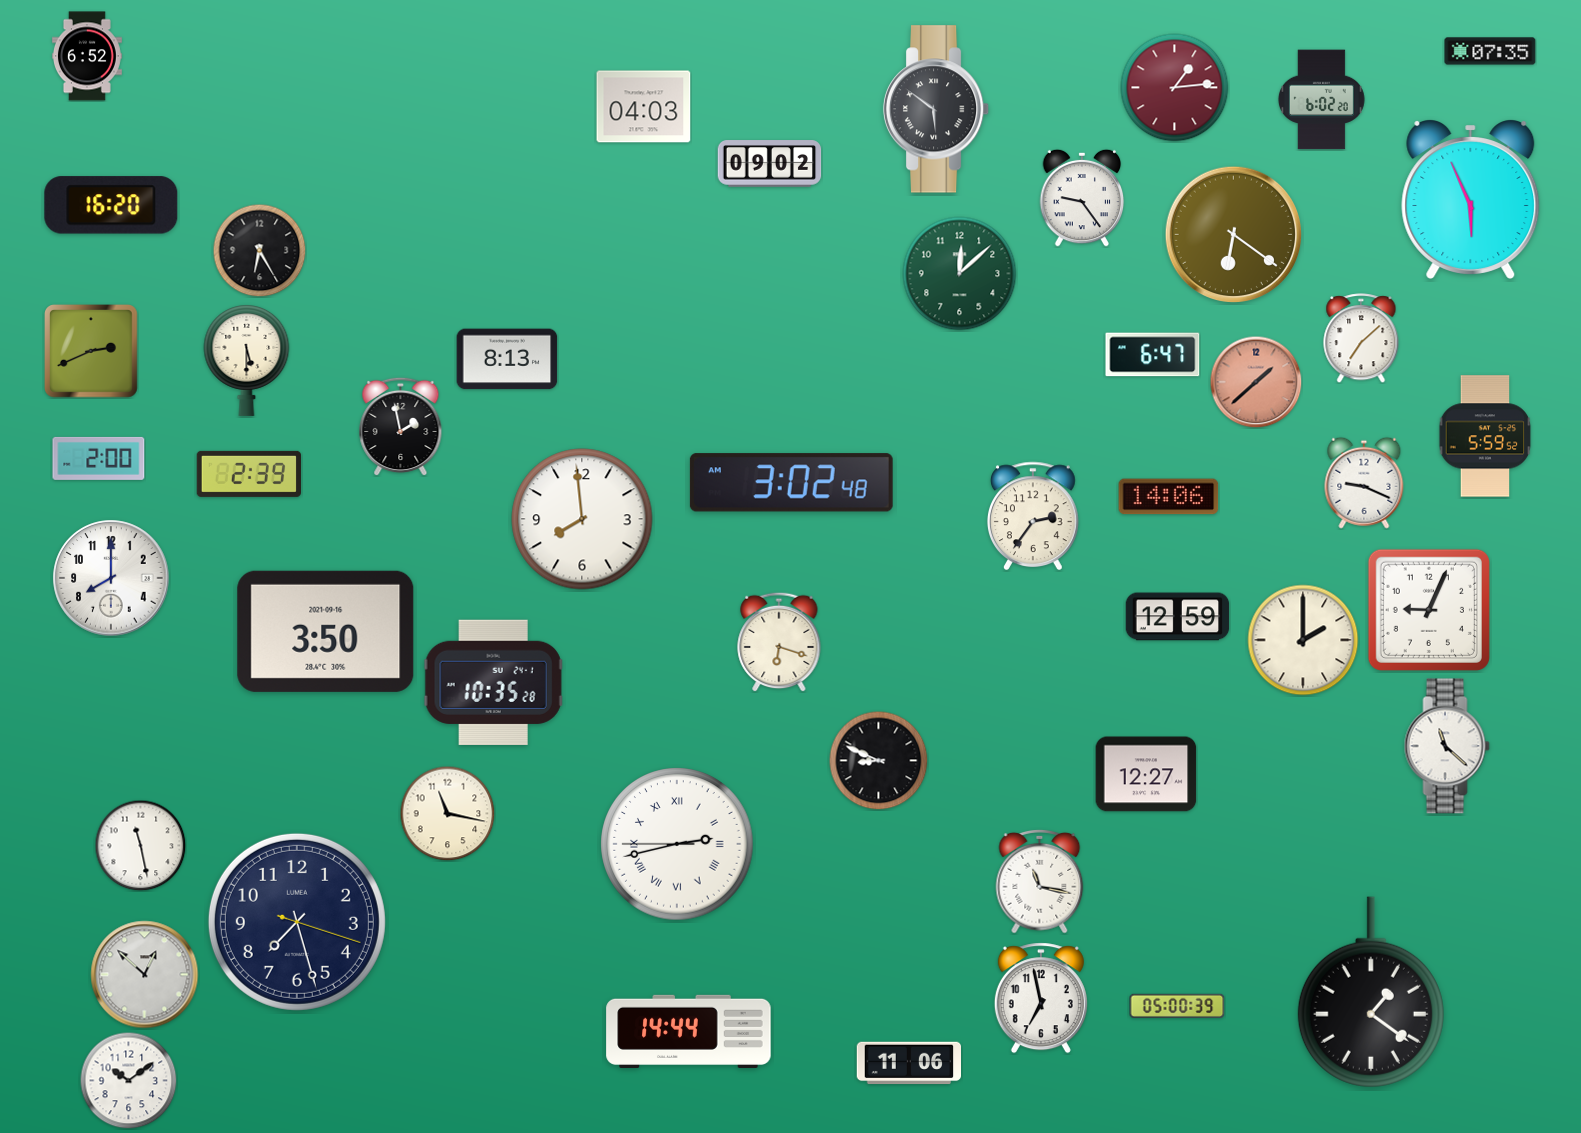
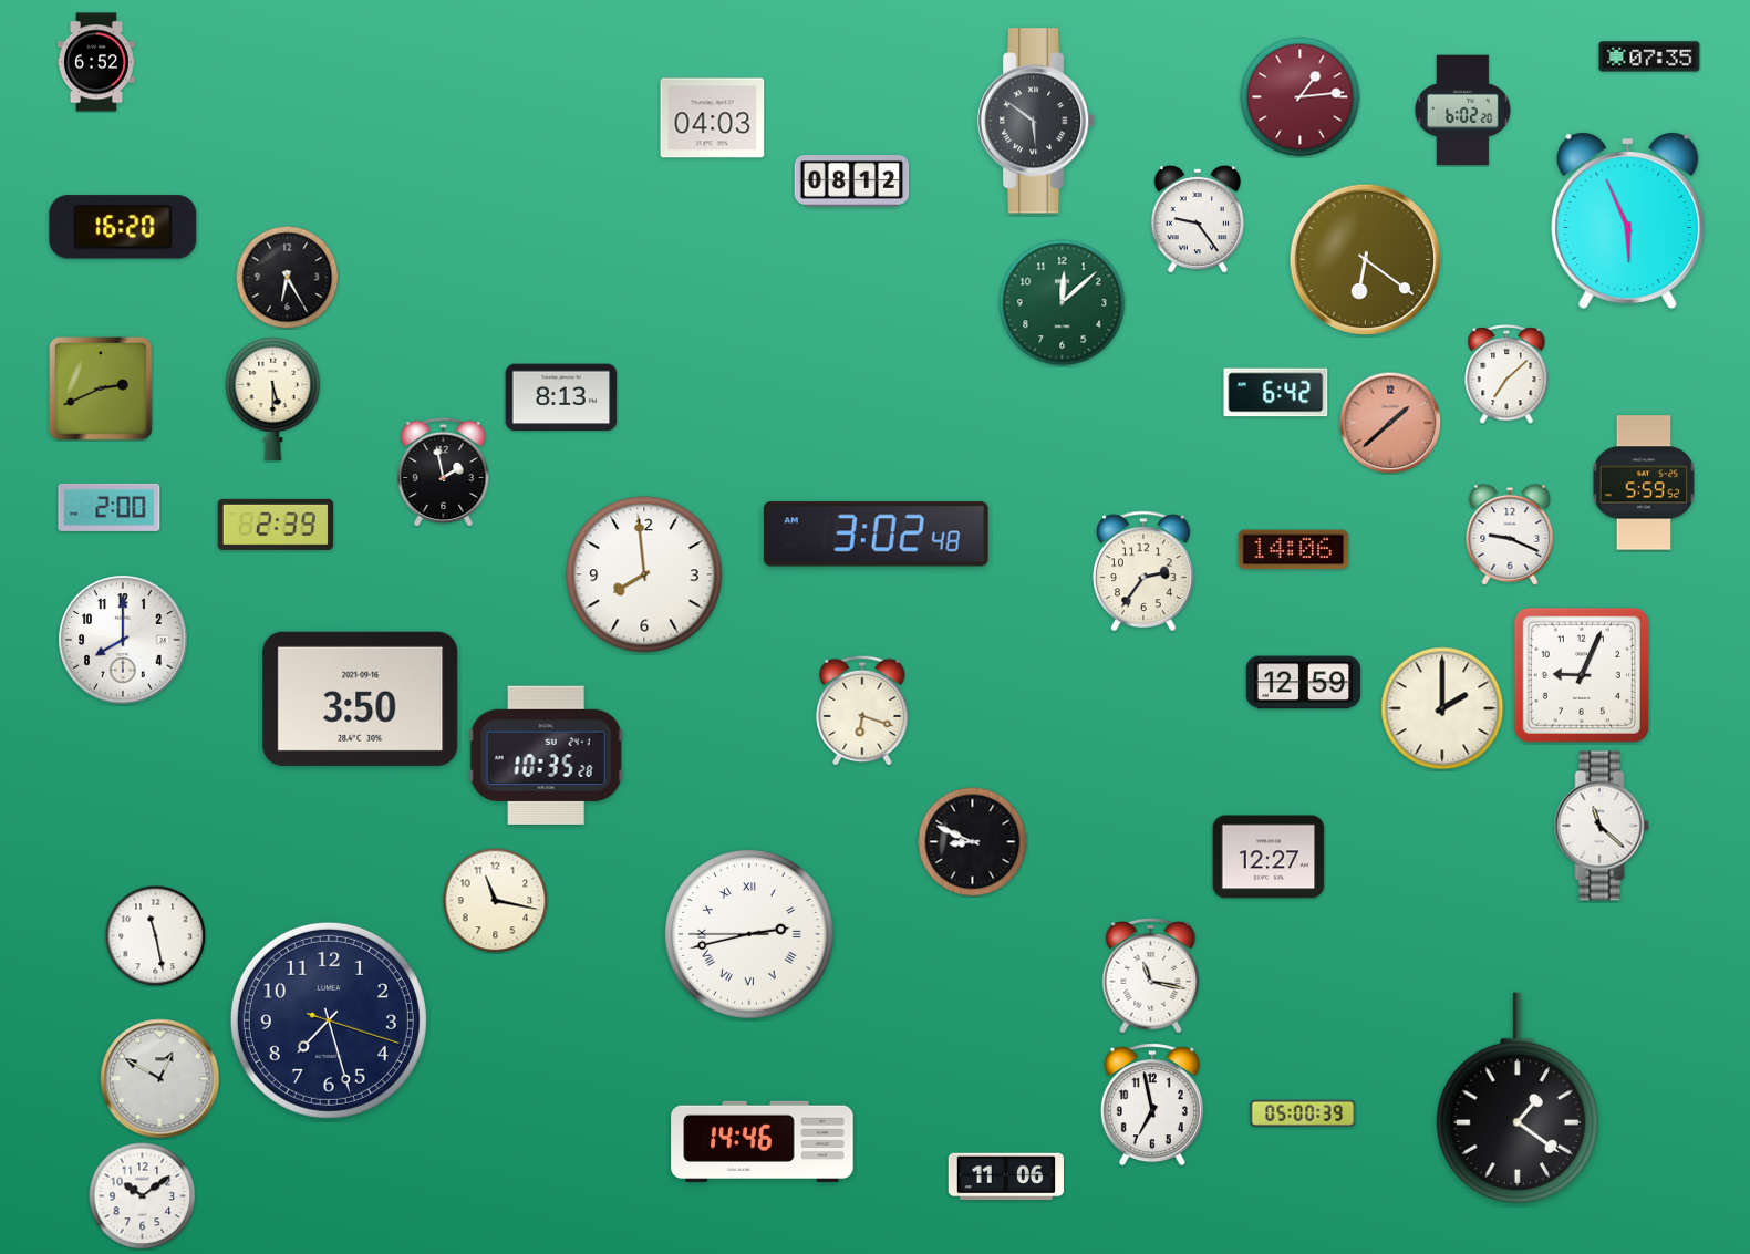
clock at (770, 164): 09:02 -> 08:12
clock at (1153, 355): 6:47 -> 6:42
clock at (145, 975): 12:52 -> 12:50
clock at (689, 1031): 14:44 -> 14:46
